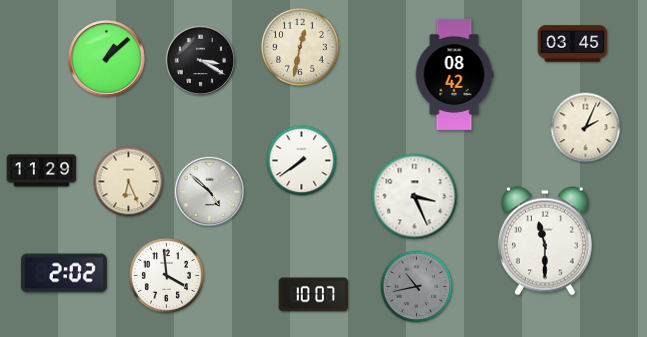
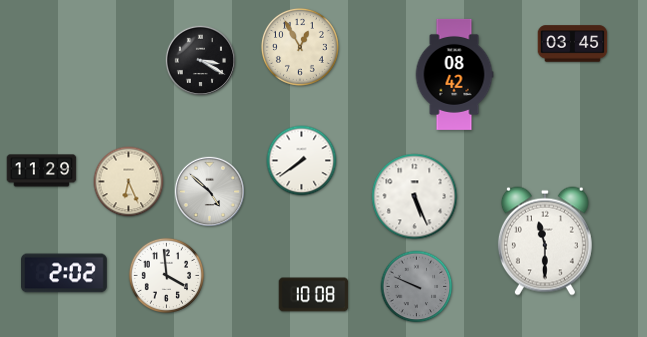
clock at (300, 47): 12:32 -> 12:55
clock at (107, 59): 1:08 -> none
clock at (586, 128): 2:04 -> none
clock at (415, 197): 3:26 -> 5:26
clock at (417, 287): 10:43 -> 9:49
clock at (314, 295): 10:07 -> 10:08
